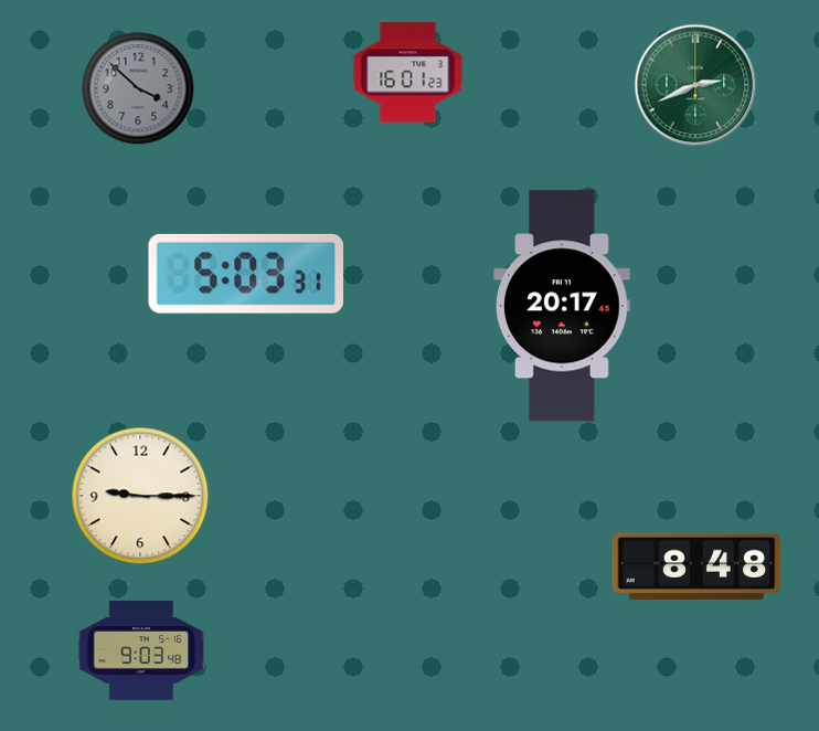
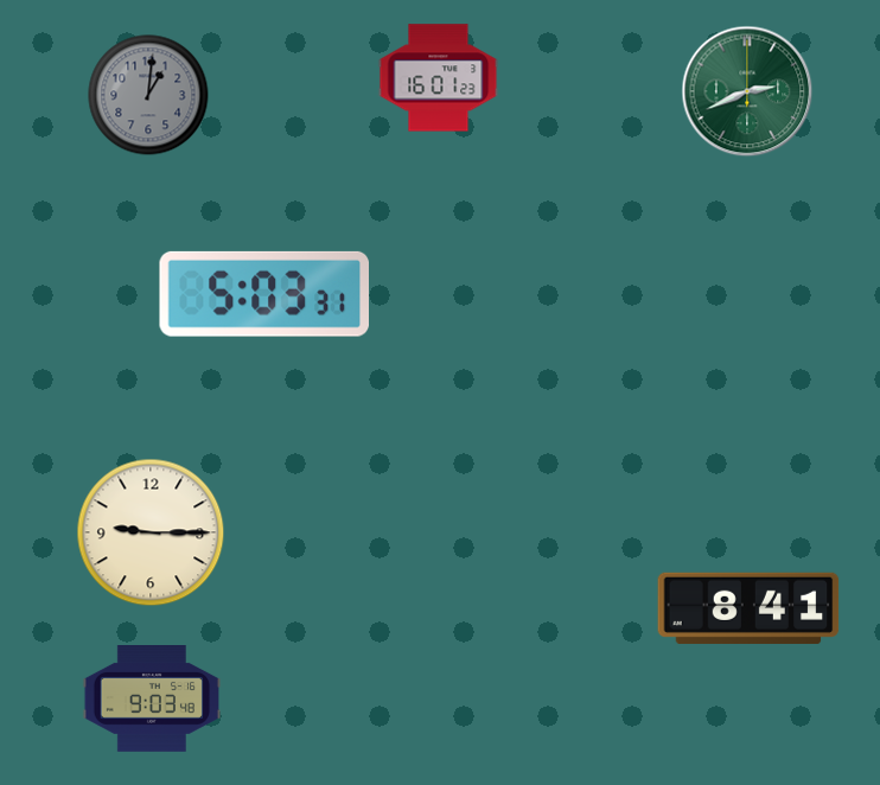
clock at (138, 88): 3:52 -> 1:01
clock at (563, 306): 20:17 -> none
clock at (696, 566): 8:48 -> 8:41
